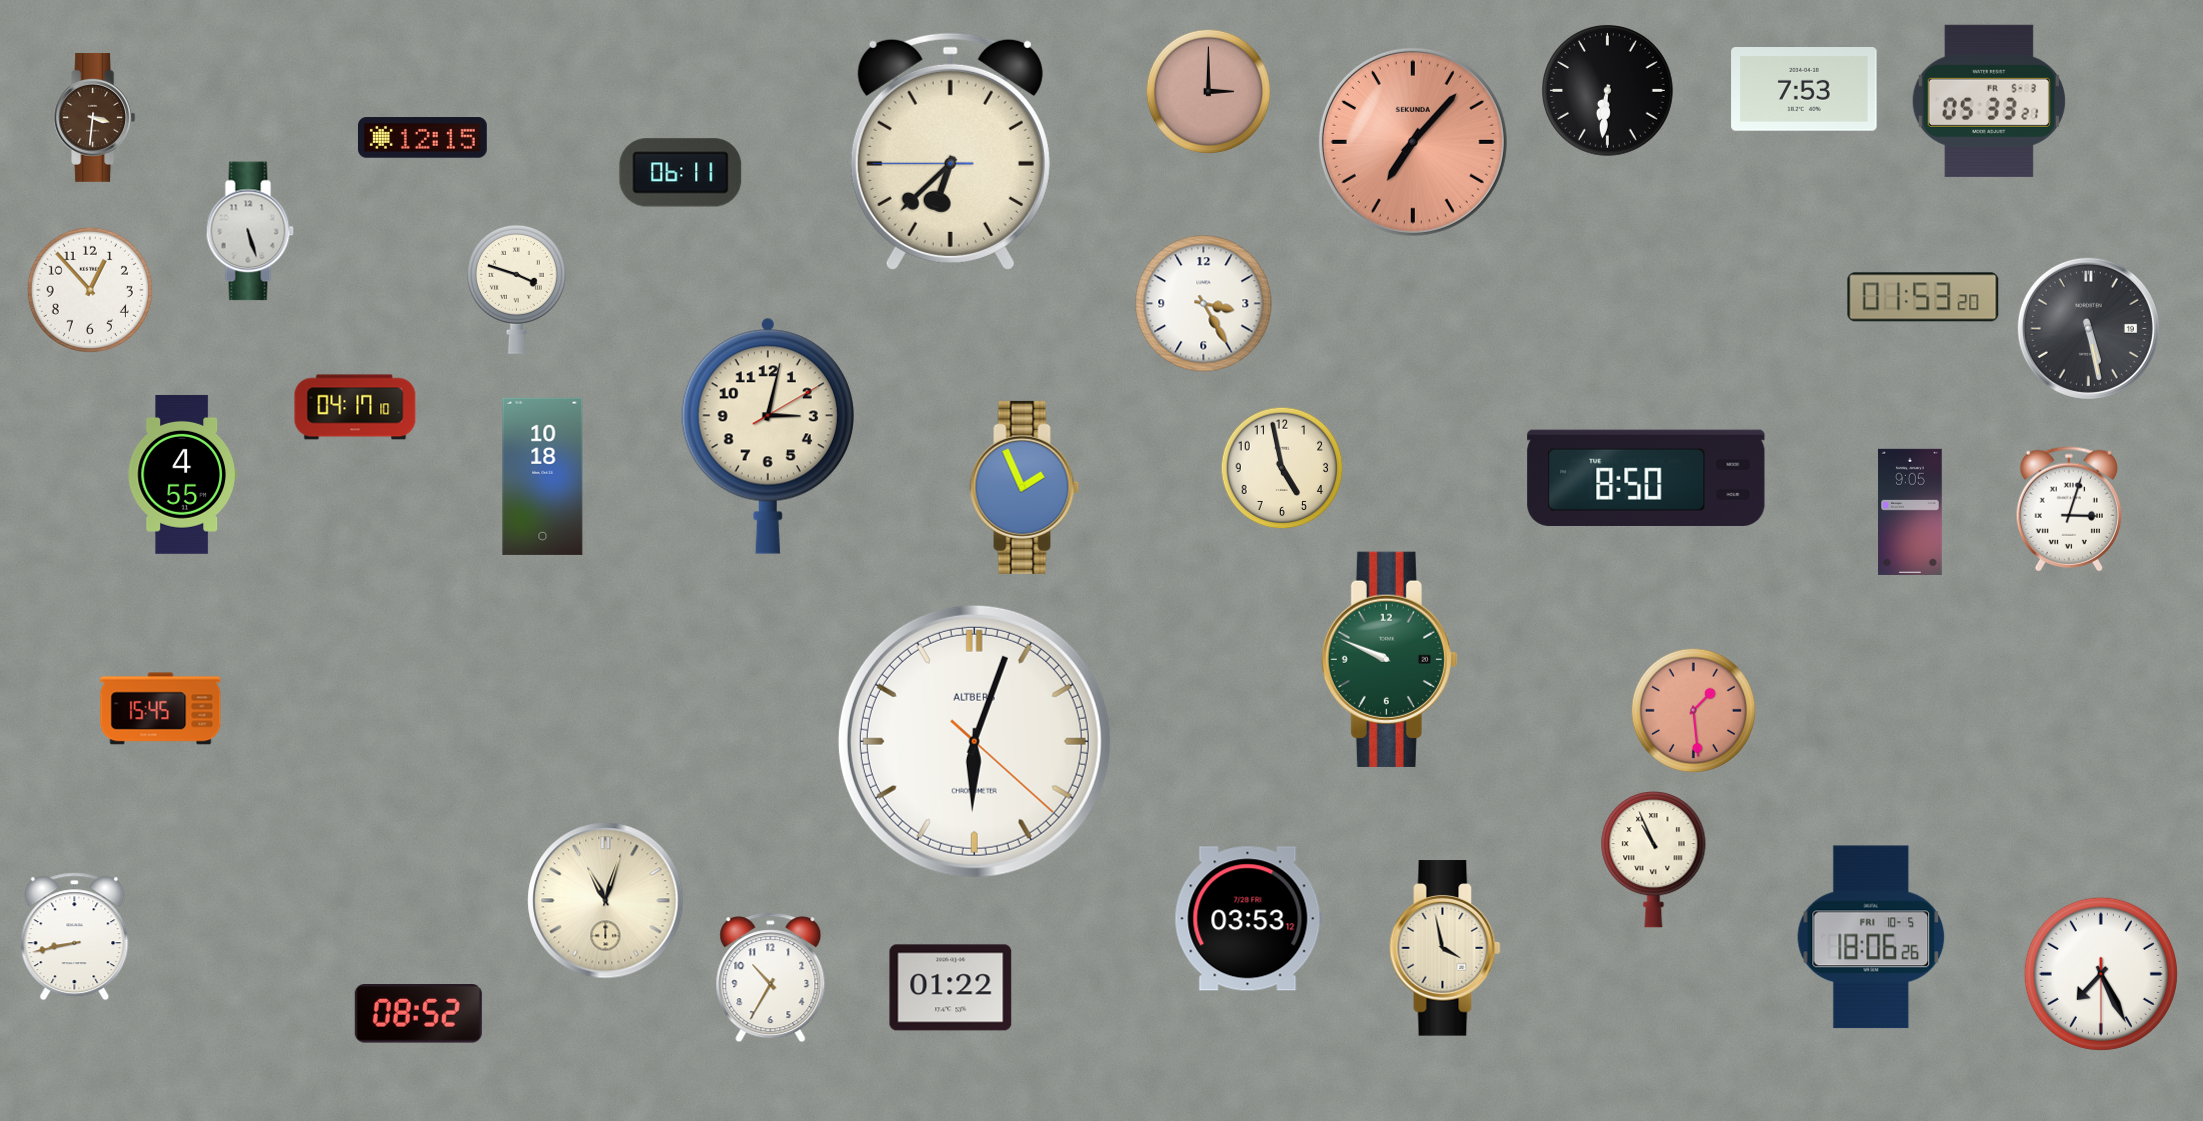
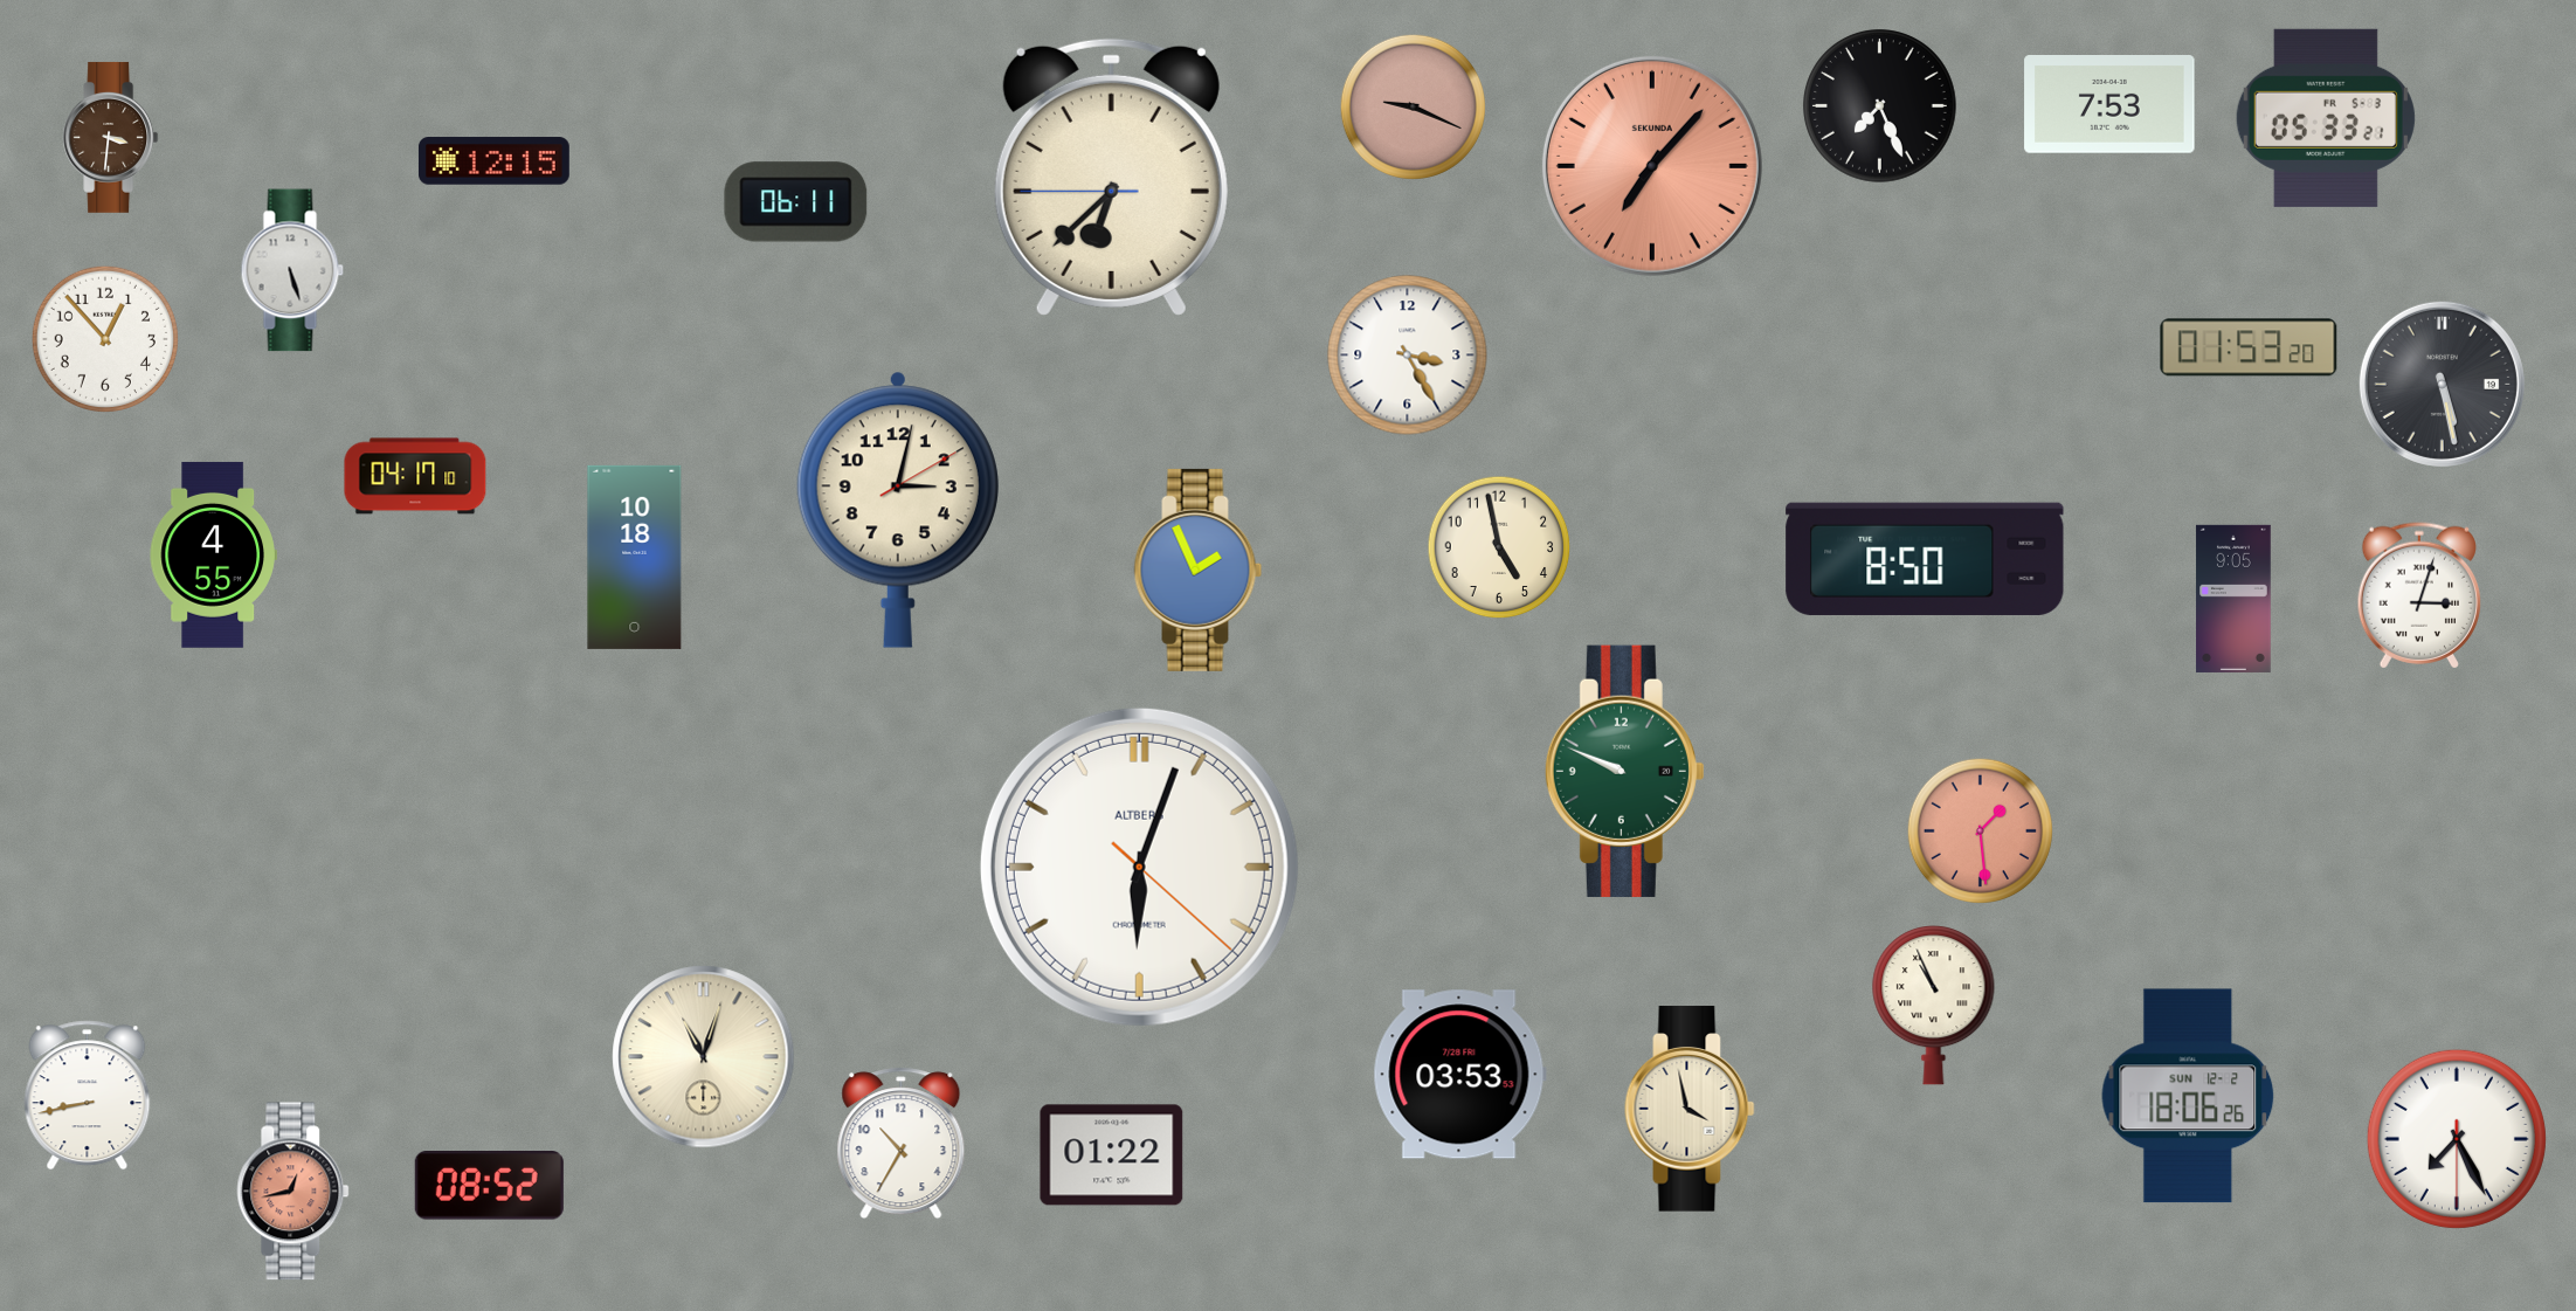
clock at (1208, 91): 3:00 -> 9:19
clock at (1608, 91): 6:31 -> 7:26
clock at (516, 289): 3:48 -> none
clock at (161, 709): 15:45 -> none
clock at (606, 901) position: (606, 901) -> (704, 1057)
clock at (1248, 919): 03:53:12 -> 03:53
clock at (1871, 937) date: FRI 10-5 -> SUN 12-2
clock at (293, 1192): none -> 12:43
